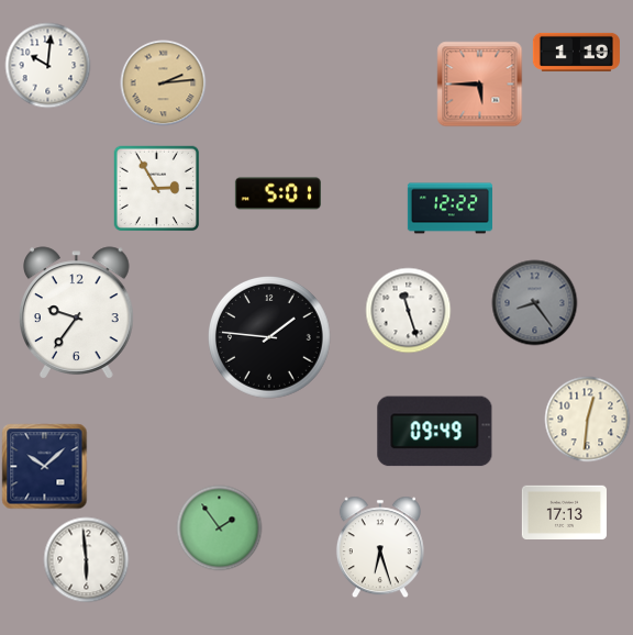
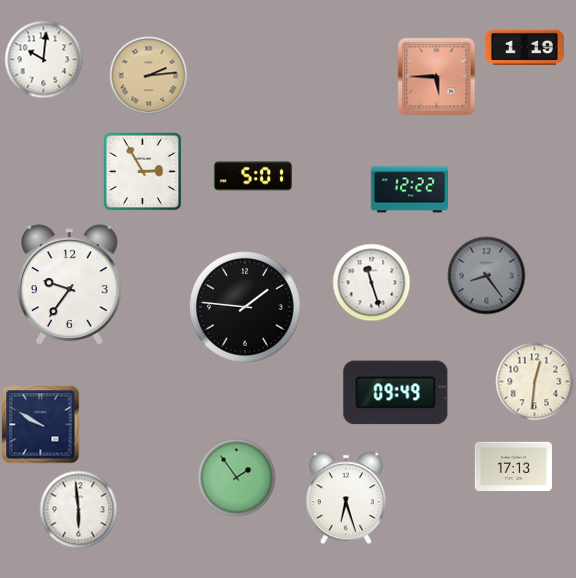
clock at (44, 466): 10:08 -> 9:50
clock at (219, 527) position: (219, 527) -> (236, 477)
